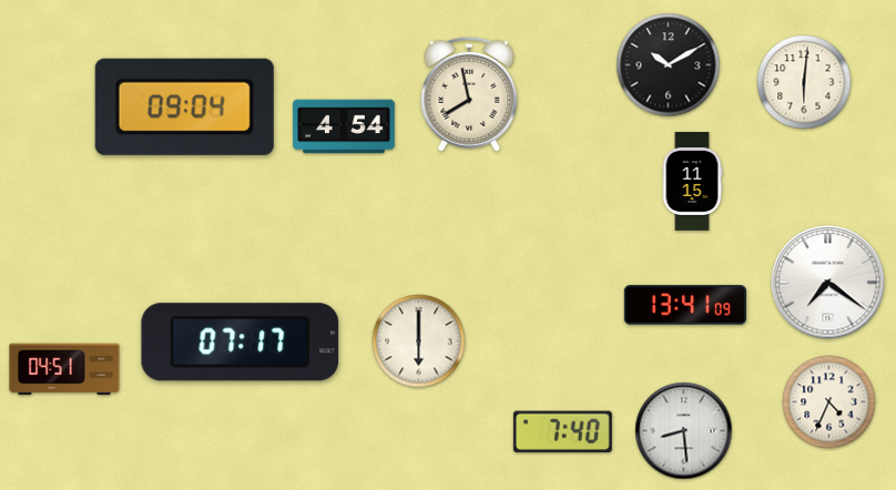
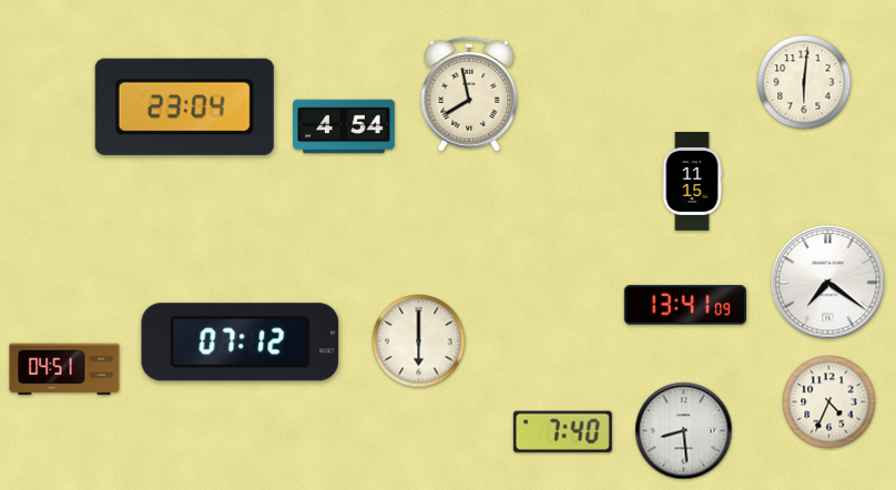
clock at (669, 65): 10:10 -> none
clock at (184, 106): 09:04 -> 23:04
clock at (241, 343): 07:17 -> 07:12
